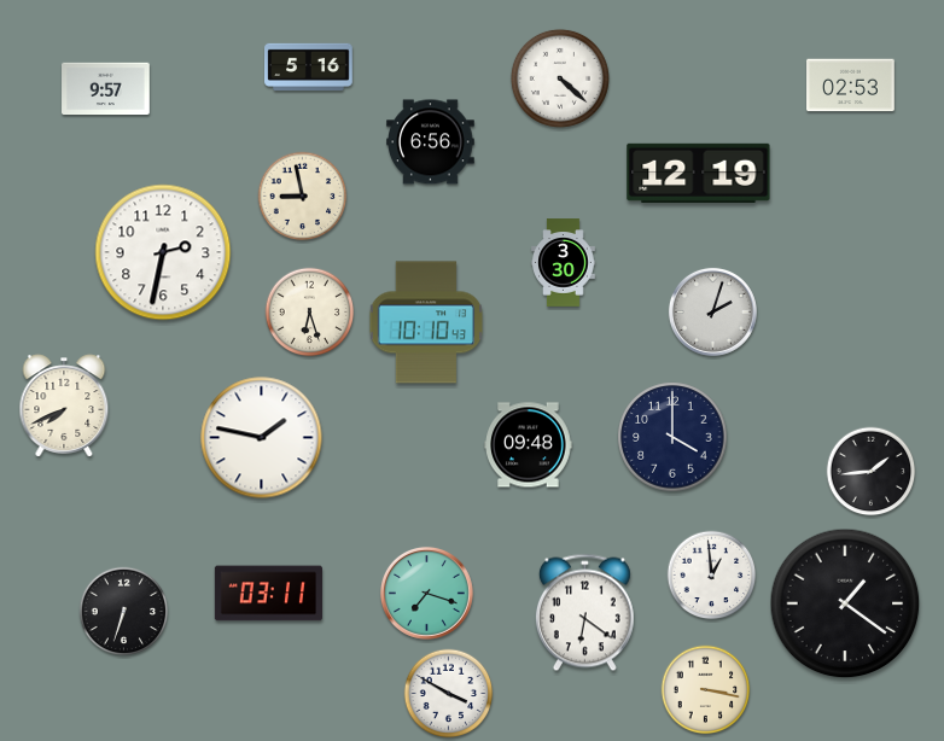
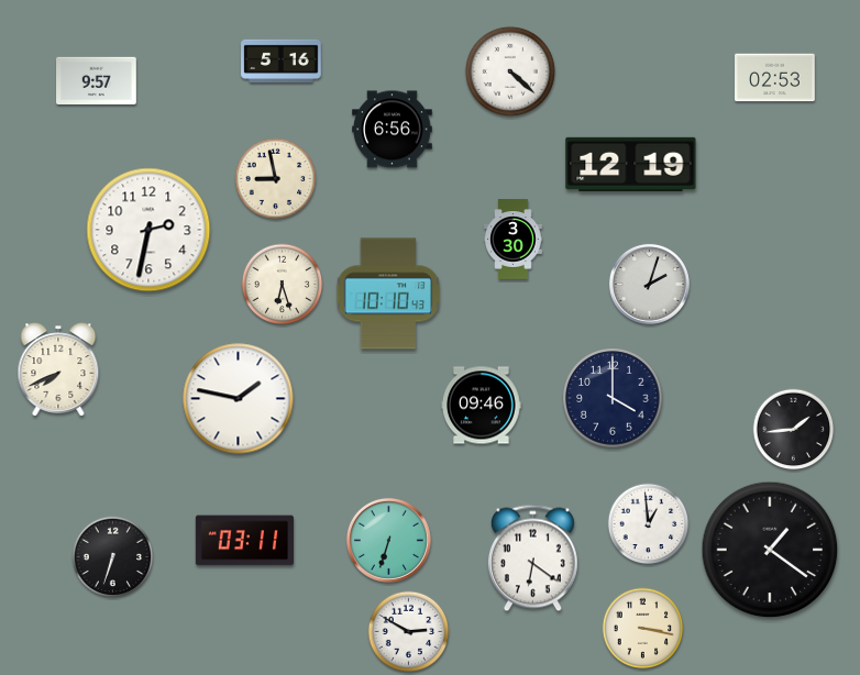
clock at (699, 173) position: (699, 173) -> (631, 164)
clock at (529, 445): 09:48 -> 09:46
clock at (426, 593): 7:18 -> 6:33
clock at (449, 694): 3:50 -> 2:50
